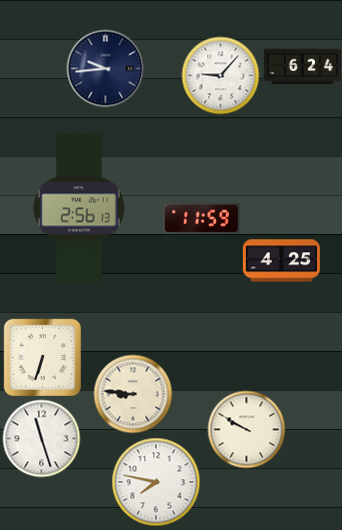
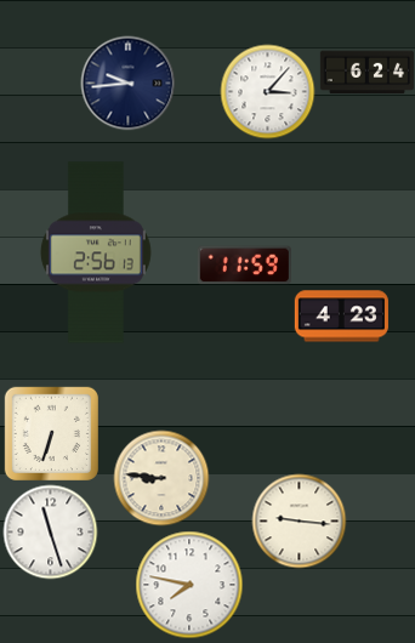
clock at (302, 67) position: (302, 67) -> (366, 73)
clock at (220, 75): 9:07 -> 3:07
clock at (281, 261): 4:25 -> 4:23
clock at (246, 429): 9:50 -> 9:16
